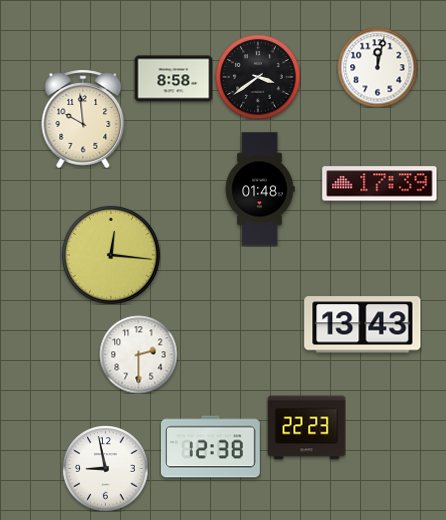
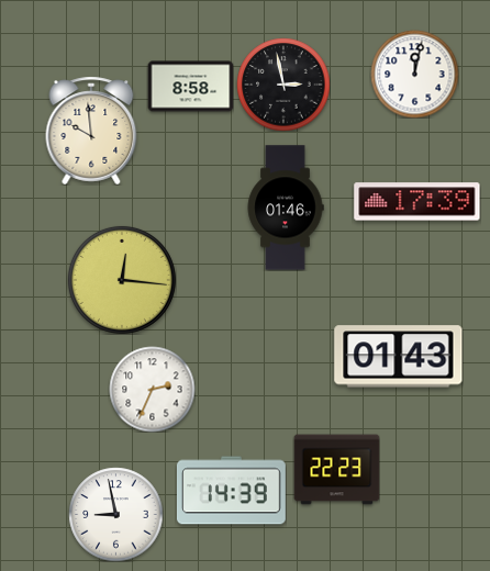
clock at (258, 77): 3:39 -> 2:58
clock at (260, 189): 01:48 -> 01:46
clock at (363, 325): 13:43 -> 01:43
clock at (138, 354): 2:30 -> 2:34
clock at (210, 447): 12:38 -> 14:39
